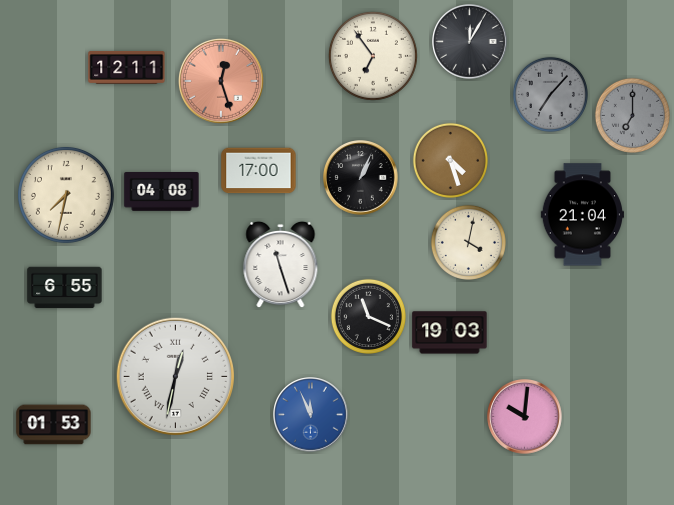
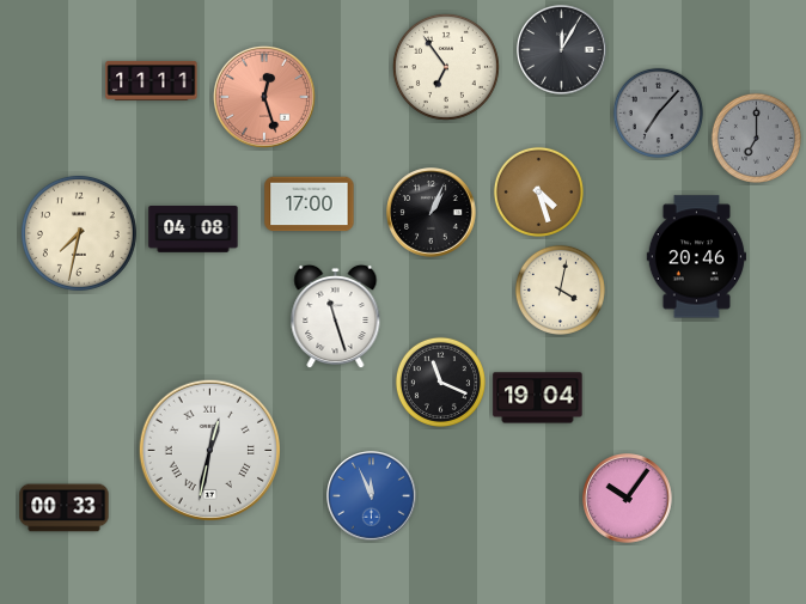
clock at (127, 67): 12:11 -> 11:11
clock at (582, 215): 21:04 -> 20:46
clock at (65, 288): 6:55 -> none
clock at (368, 316) position: (368, 316) -> (440, 382)
clock at (450, 333): 19:03 -> 19:04
clock at (525, 417): 10:01 -> 10:06
clock at (54, 425): 01:53 -> 00:33
